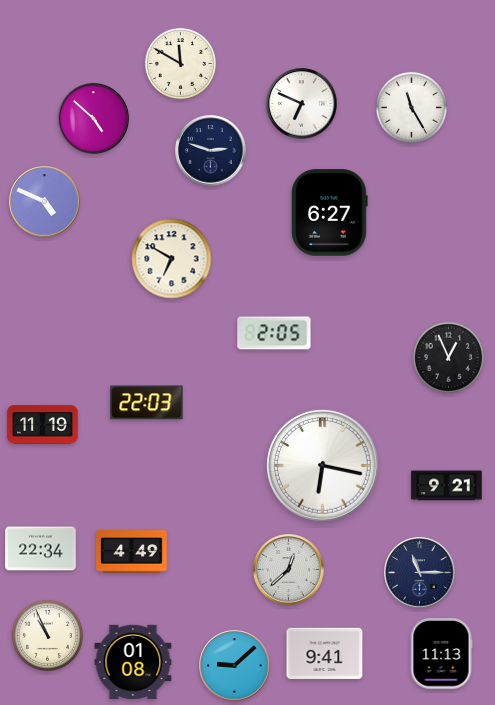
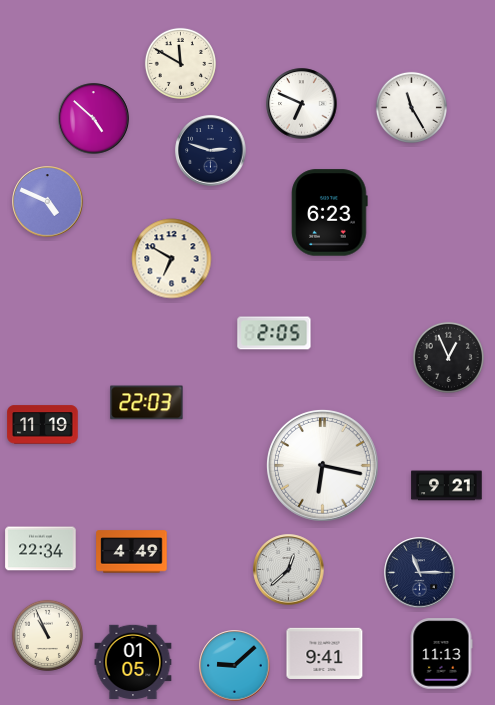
clock at (45, 202) position: (45, 202) -> (48, 202)
clock at (330, 213): 6:27 -> 6:23
clock at (133, 662): 01:08 -> 01:05
